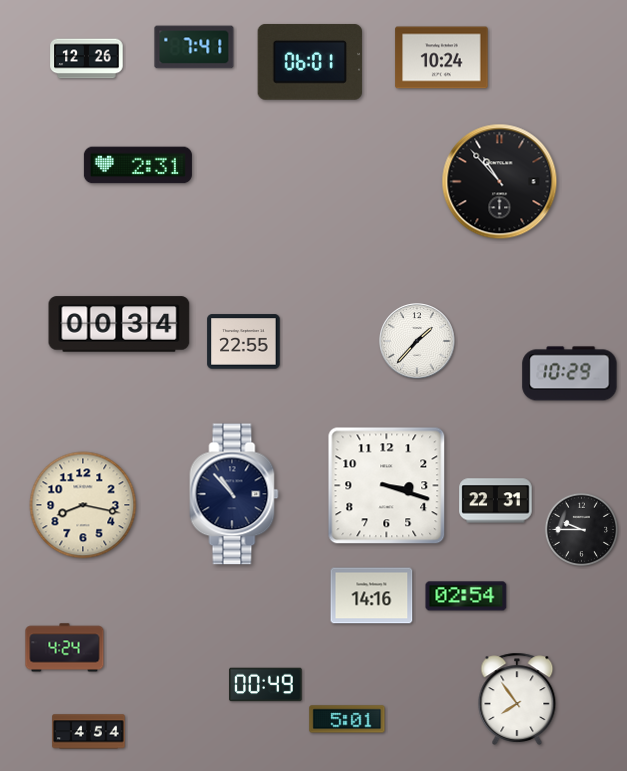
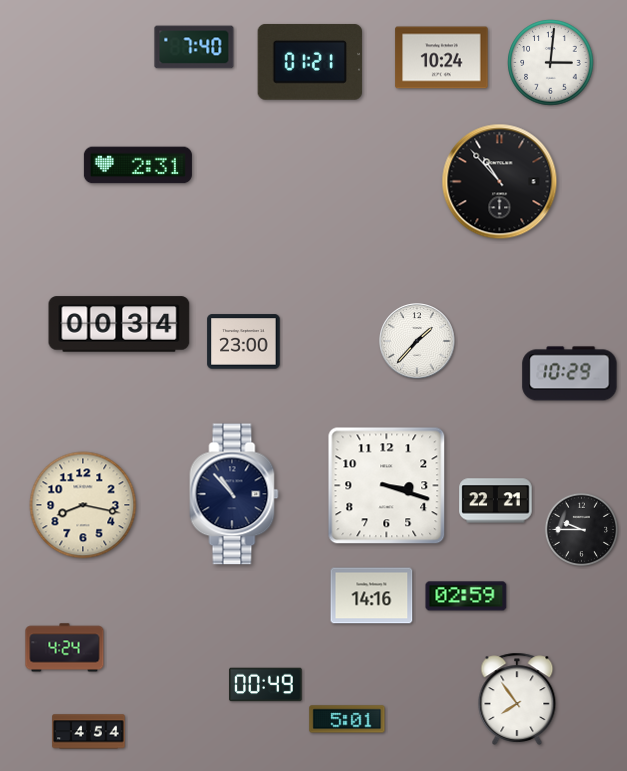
clock at (194, 47): 7:41 -> 7:40
clock at (87, 59): 12:26 -> none
clock at (310, 62): 06:01 -> 01:21
clock at (551, 63): none -> 3:01
clock at (244, 342): 22:55 -> 23:00
clock at (496, 501): 22:31 -> 22:21
clock at (466, 596): 02:54 -> 02:59
